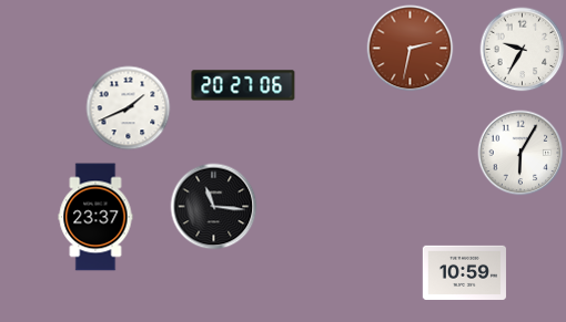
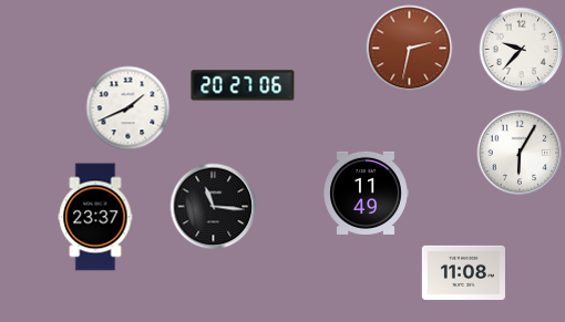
clock at (523, 50): 9:35 -> 9:37
clock at (366, 193): none -> 11:49
clock at (464, 272): 10:59 -> 11:08
